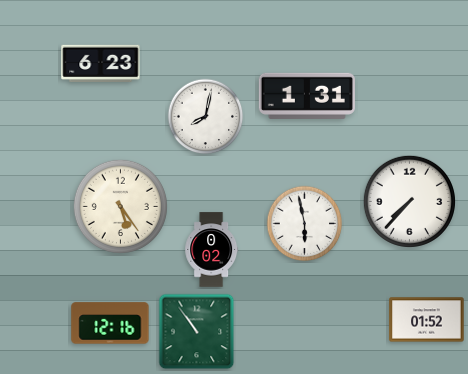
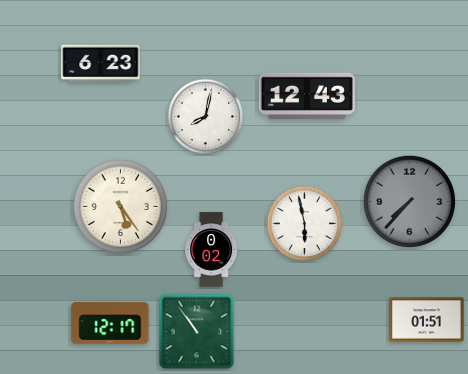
clock at (307, 96): 1:31 -> 12:43
clock at (409, 201) dial: white -> grey
clock at (427, 320): 01:52 -> 01:51
clock at (110, 323): 12:16 -> 12:17
